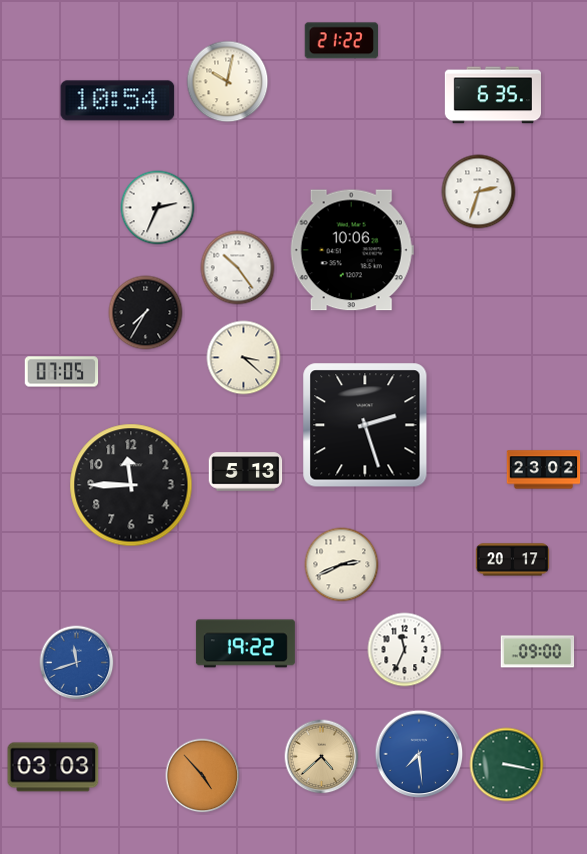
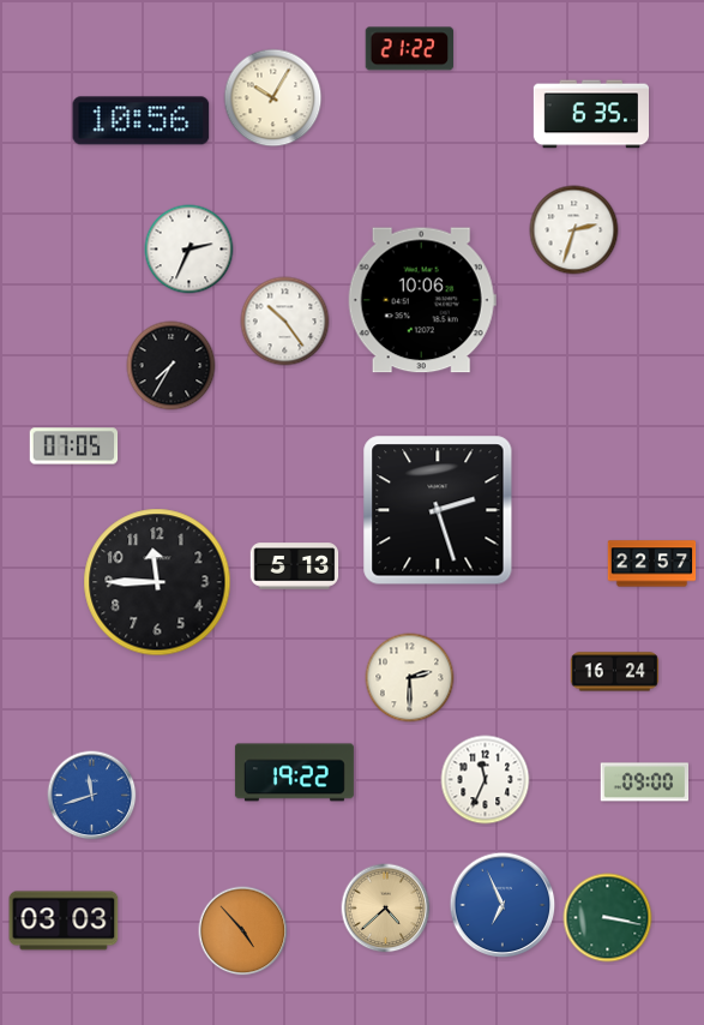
clock at (228, 82): 10:02 -> 10:05
clock at (118, 101): 10:54 -> 10:56
clock at (146, 313) position: (146, 313) -> (172, 366)
clock at (244, 358): 3:22 -> none
clock at (544, 470): 23:02 -> 22:57
clock at (513, 560): 20:17 -> 16:24
clock at (342, 565): 2:41 -> 2:30
clock at (419, 754): 7:29 -> 6:56
